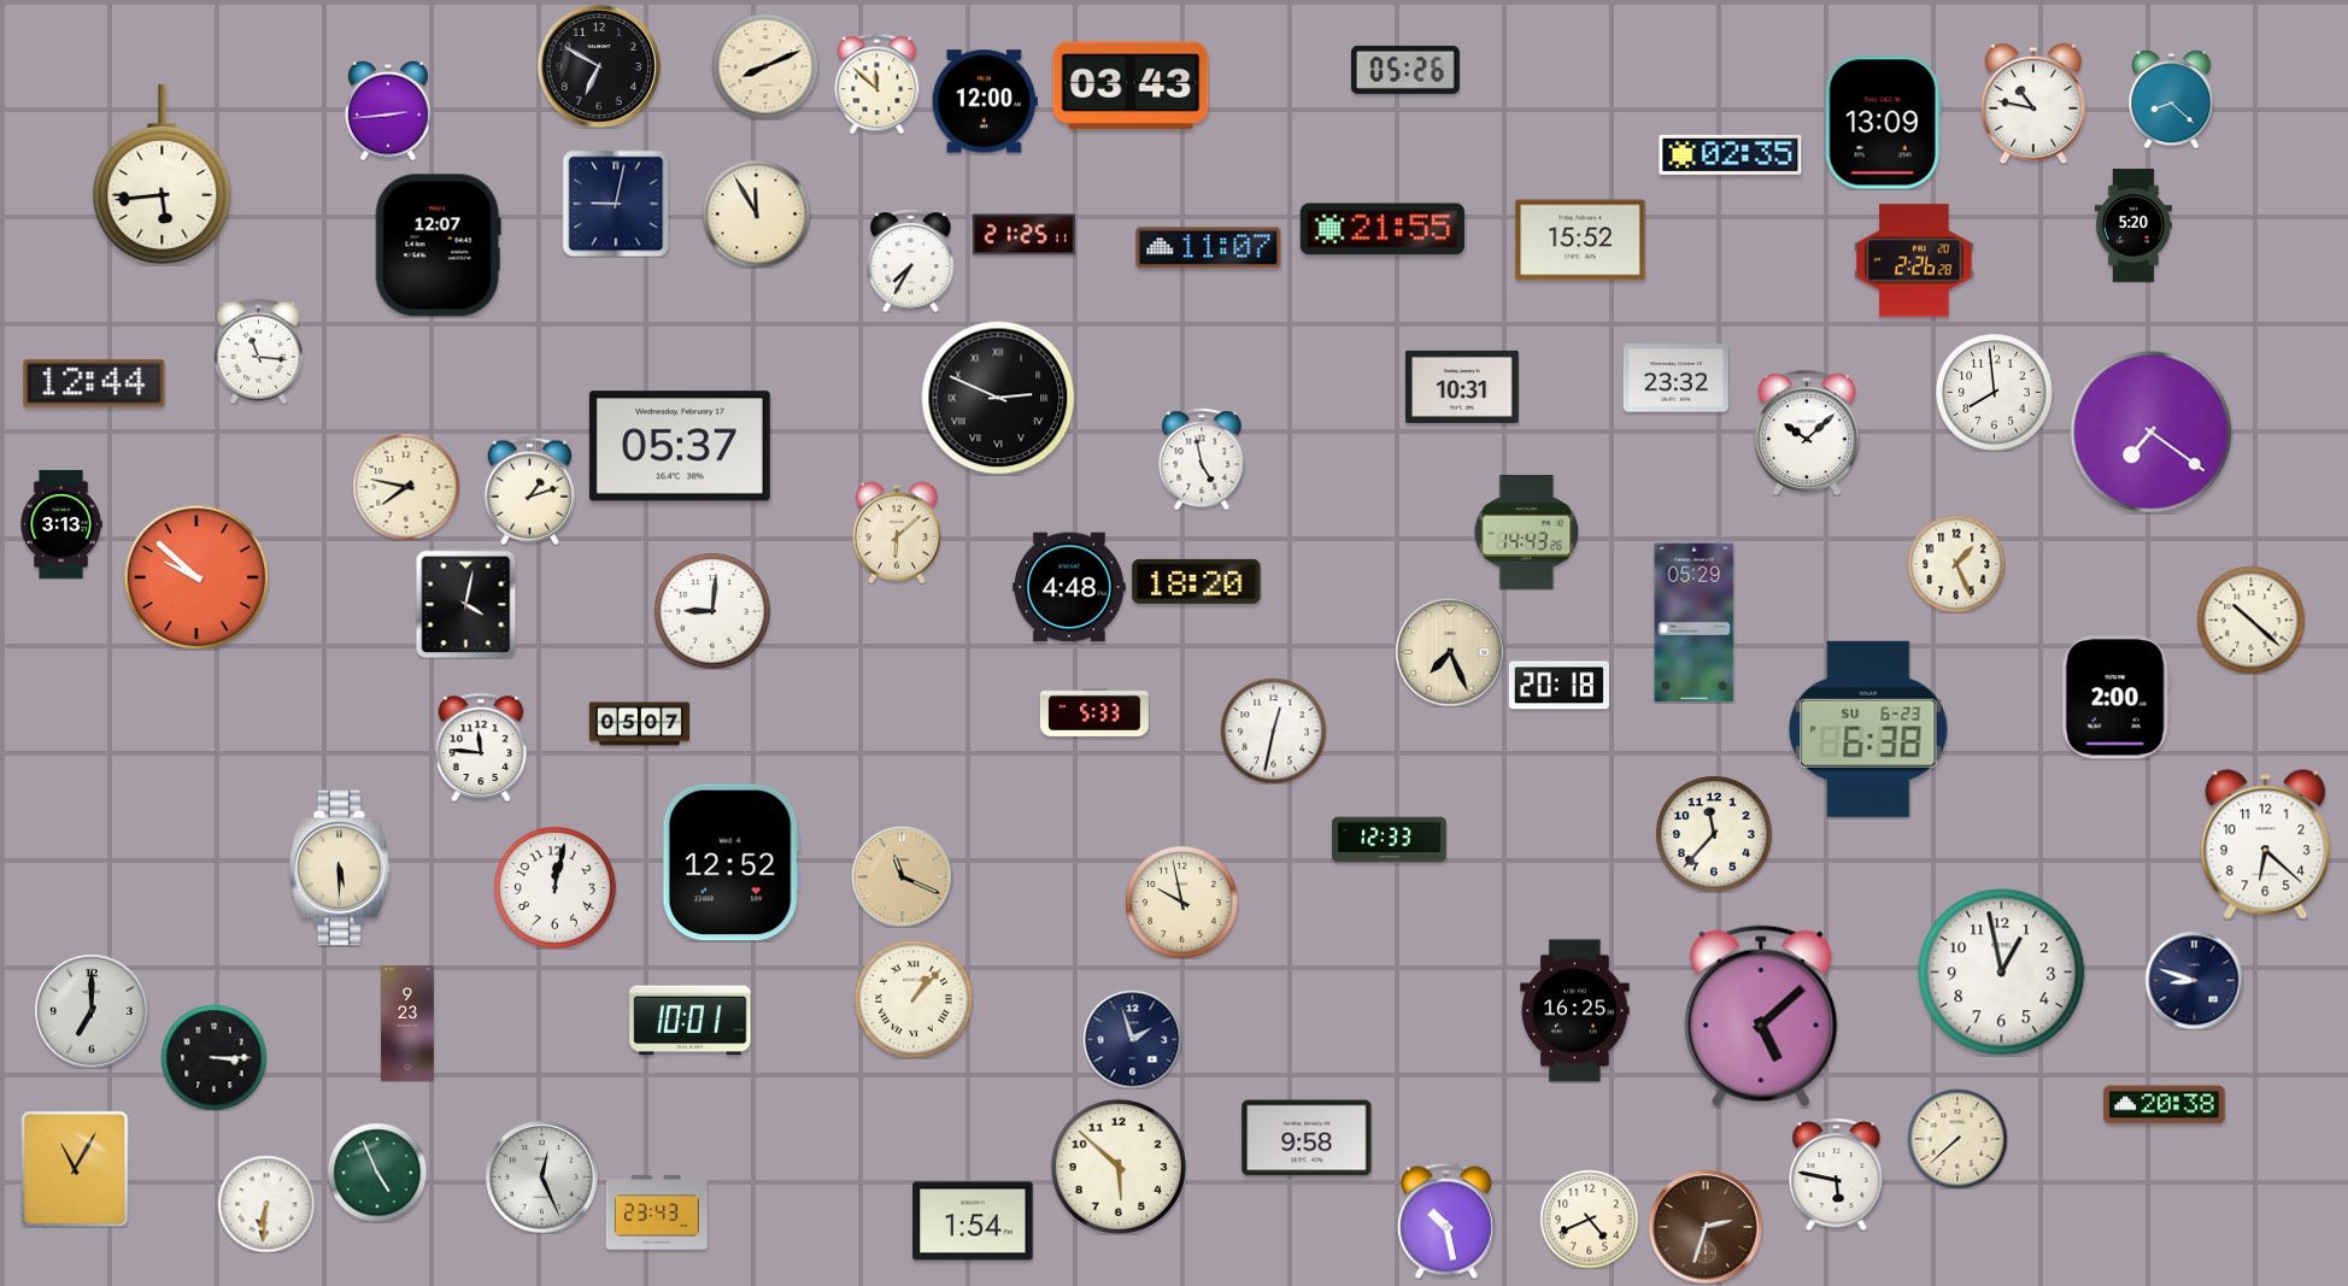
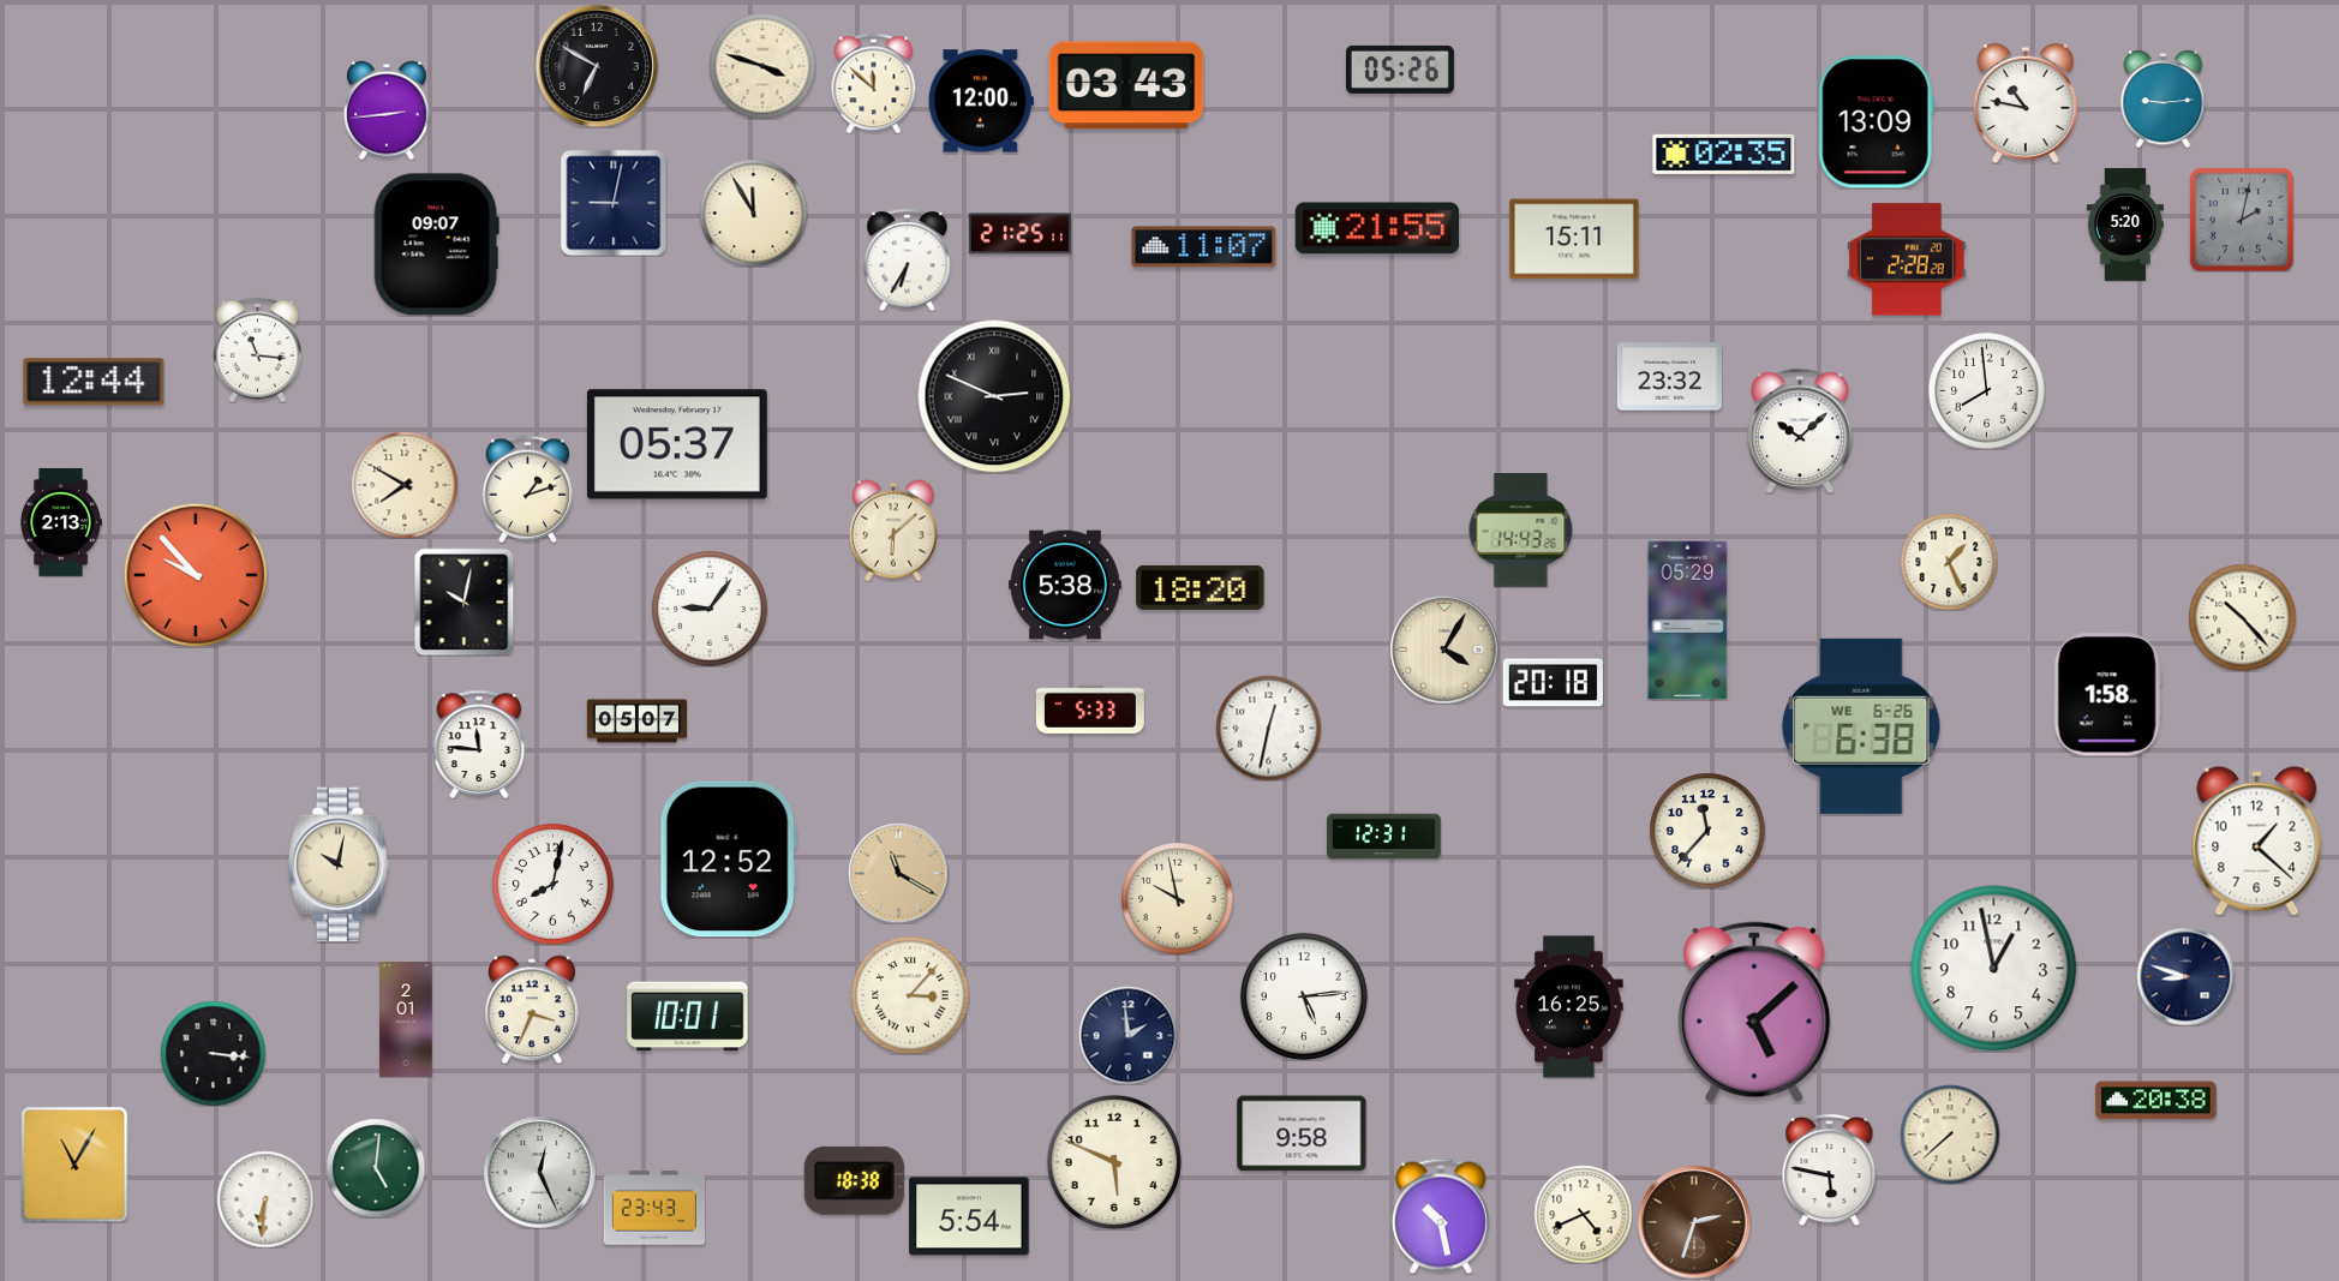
clock at (765, 66): 8:11 -> 3:48
clock at (2172, 99): 8:22 -> 9:14
clock at (163, 175): 5:44 -> none
clock at (2242, 220): none -> 2:02
clock at (1580, 240): 15:52 -> 15:11
clock at (438, 246): 12:07 -> 09:07
clock at (911, 260): 7:35 -> 6:35
clock at (1914, 260): 2:26 -> 2:28
clock at (1463, 387): 10:31 -> none
clock at (2152, 433): 7:21 -> none
clock at (1202, 459): 4:58 -> none
clock at (406, 487): 7:47 -> 7:50
clock at (61, 524): 3:13 -> 2:13
clock at (196, 577): 9:52 -> 9:53
clock at (1197, 581) position: (1197, 581) -> (1201, 587)
clock at (1070, 587): 4:48 -> 5:38
clock at (466, 604): 4:02 -> 10:02
clock at (712, 611): 9:01 -> 9:06
clock at (2250, 619): 10:22 -> 10:23
clock at (1450, 652): 7:26 -> 4:05
clock at (2115, 698): 2:00 -> 1:58
clock at (1868, 729) date: SU 6-23 -> WE 6-26
clock at (1390, 840): 12:33 -> 12:31
clock at (2266, 845): 6:22 -> 1:22
clock at (341, 868): 5:30 -> 10:02
clock at (902, 876): 11:19 -> 11:20
clock at (556, 888): 12:02 -> 8:02
clock at (914, 999): 1:07 -> 3:07
clock at (1304, 996): none -> 5:14
clock at (92, 1011): 7:00 -> none
clock at (532, 1010): none -> 3:34
clock at (407, 1023): 9:23 -> 2:01
clock at (1132, 1039): 1:57 -> 1:59
clock at (213, 1057): 3:15 -> 3:16
clock at (1119, 1167): 5:52 -> 5:49
clock at (377, 1173): 4:56 -> 5:01
clock at (854, 1180): none -> 18:38
clock at (973, 1221): 1:54 -> 5:54
clock at (1706, 1227) position: (1706, 1227) -> (1694, 1222)
